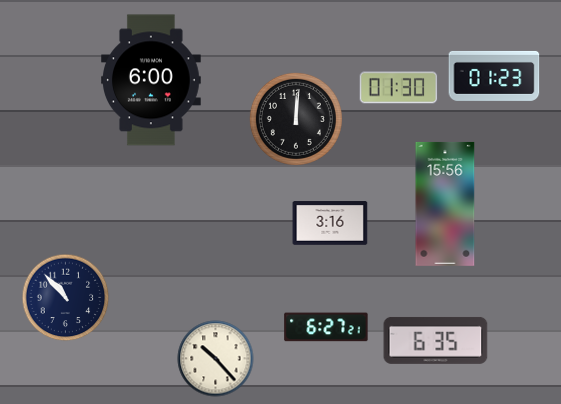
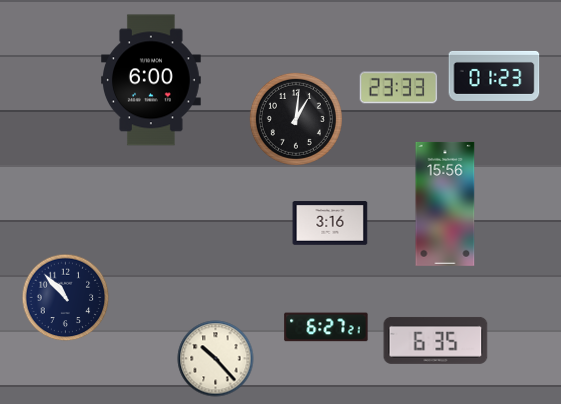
clock at (399, 88): 01:30 -> 23:33
clock at (296, 119): 12:01 -> 1:01
